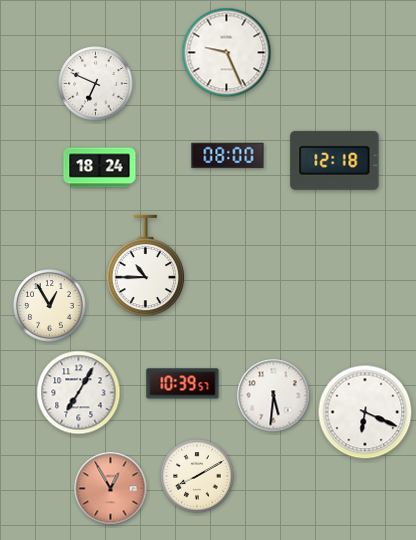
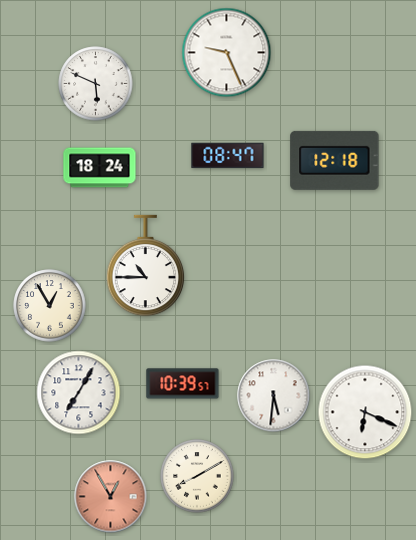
clock at (96, 84): 6:49 -> 5:49
clock at (228, 156): 08:00 -> 08:47
clock at (111, 489) position: (111, 489) -> (111, 497)
